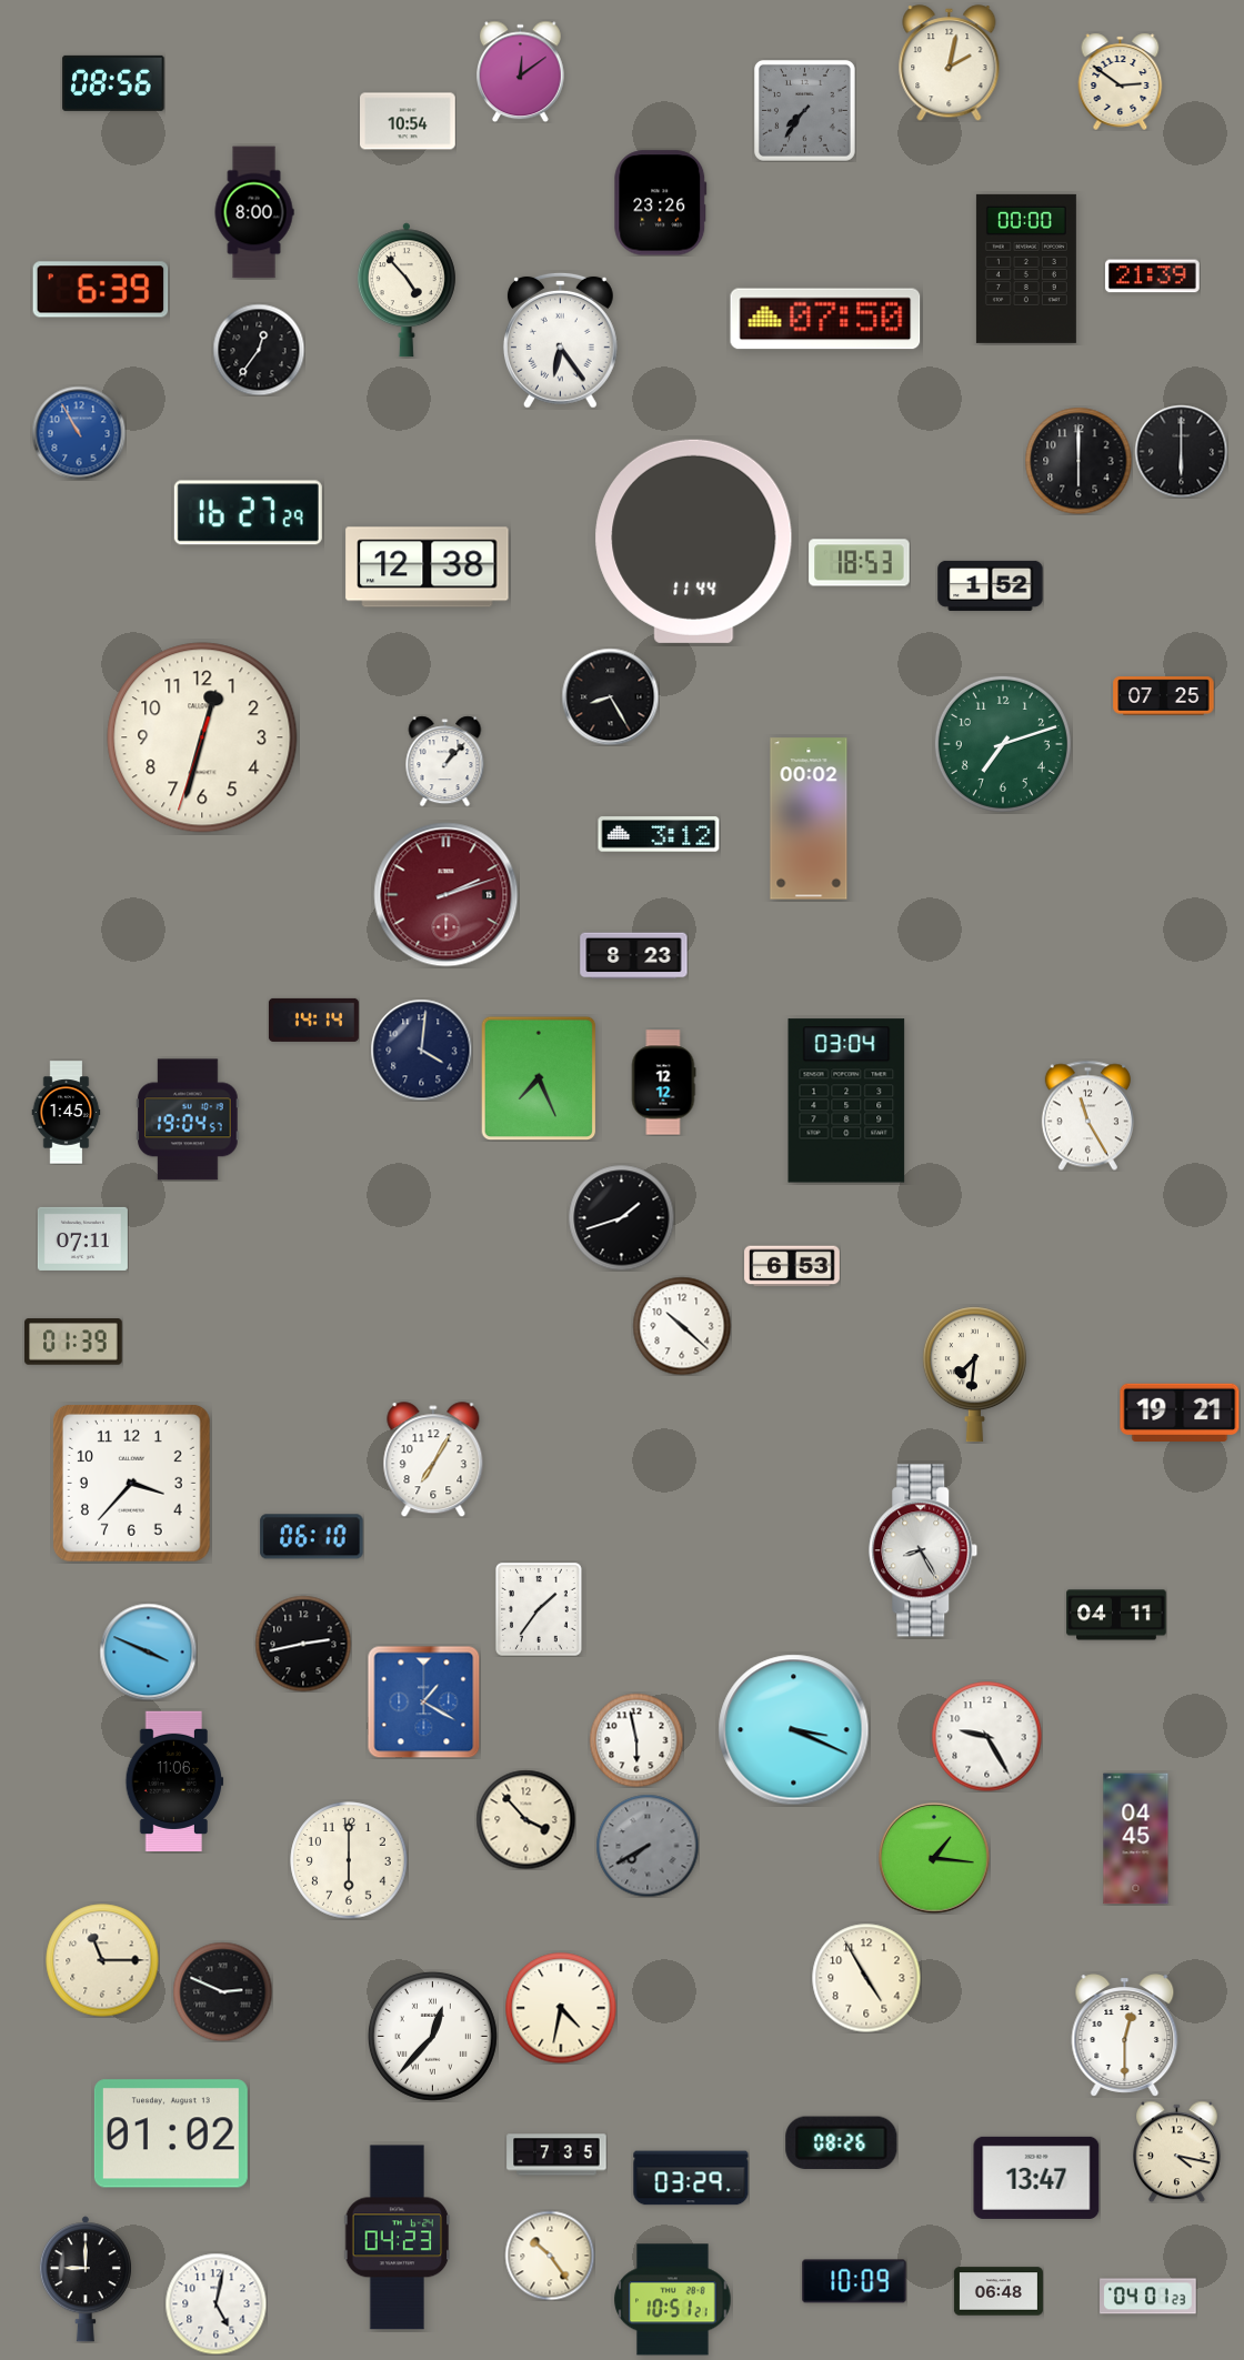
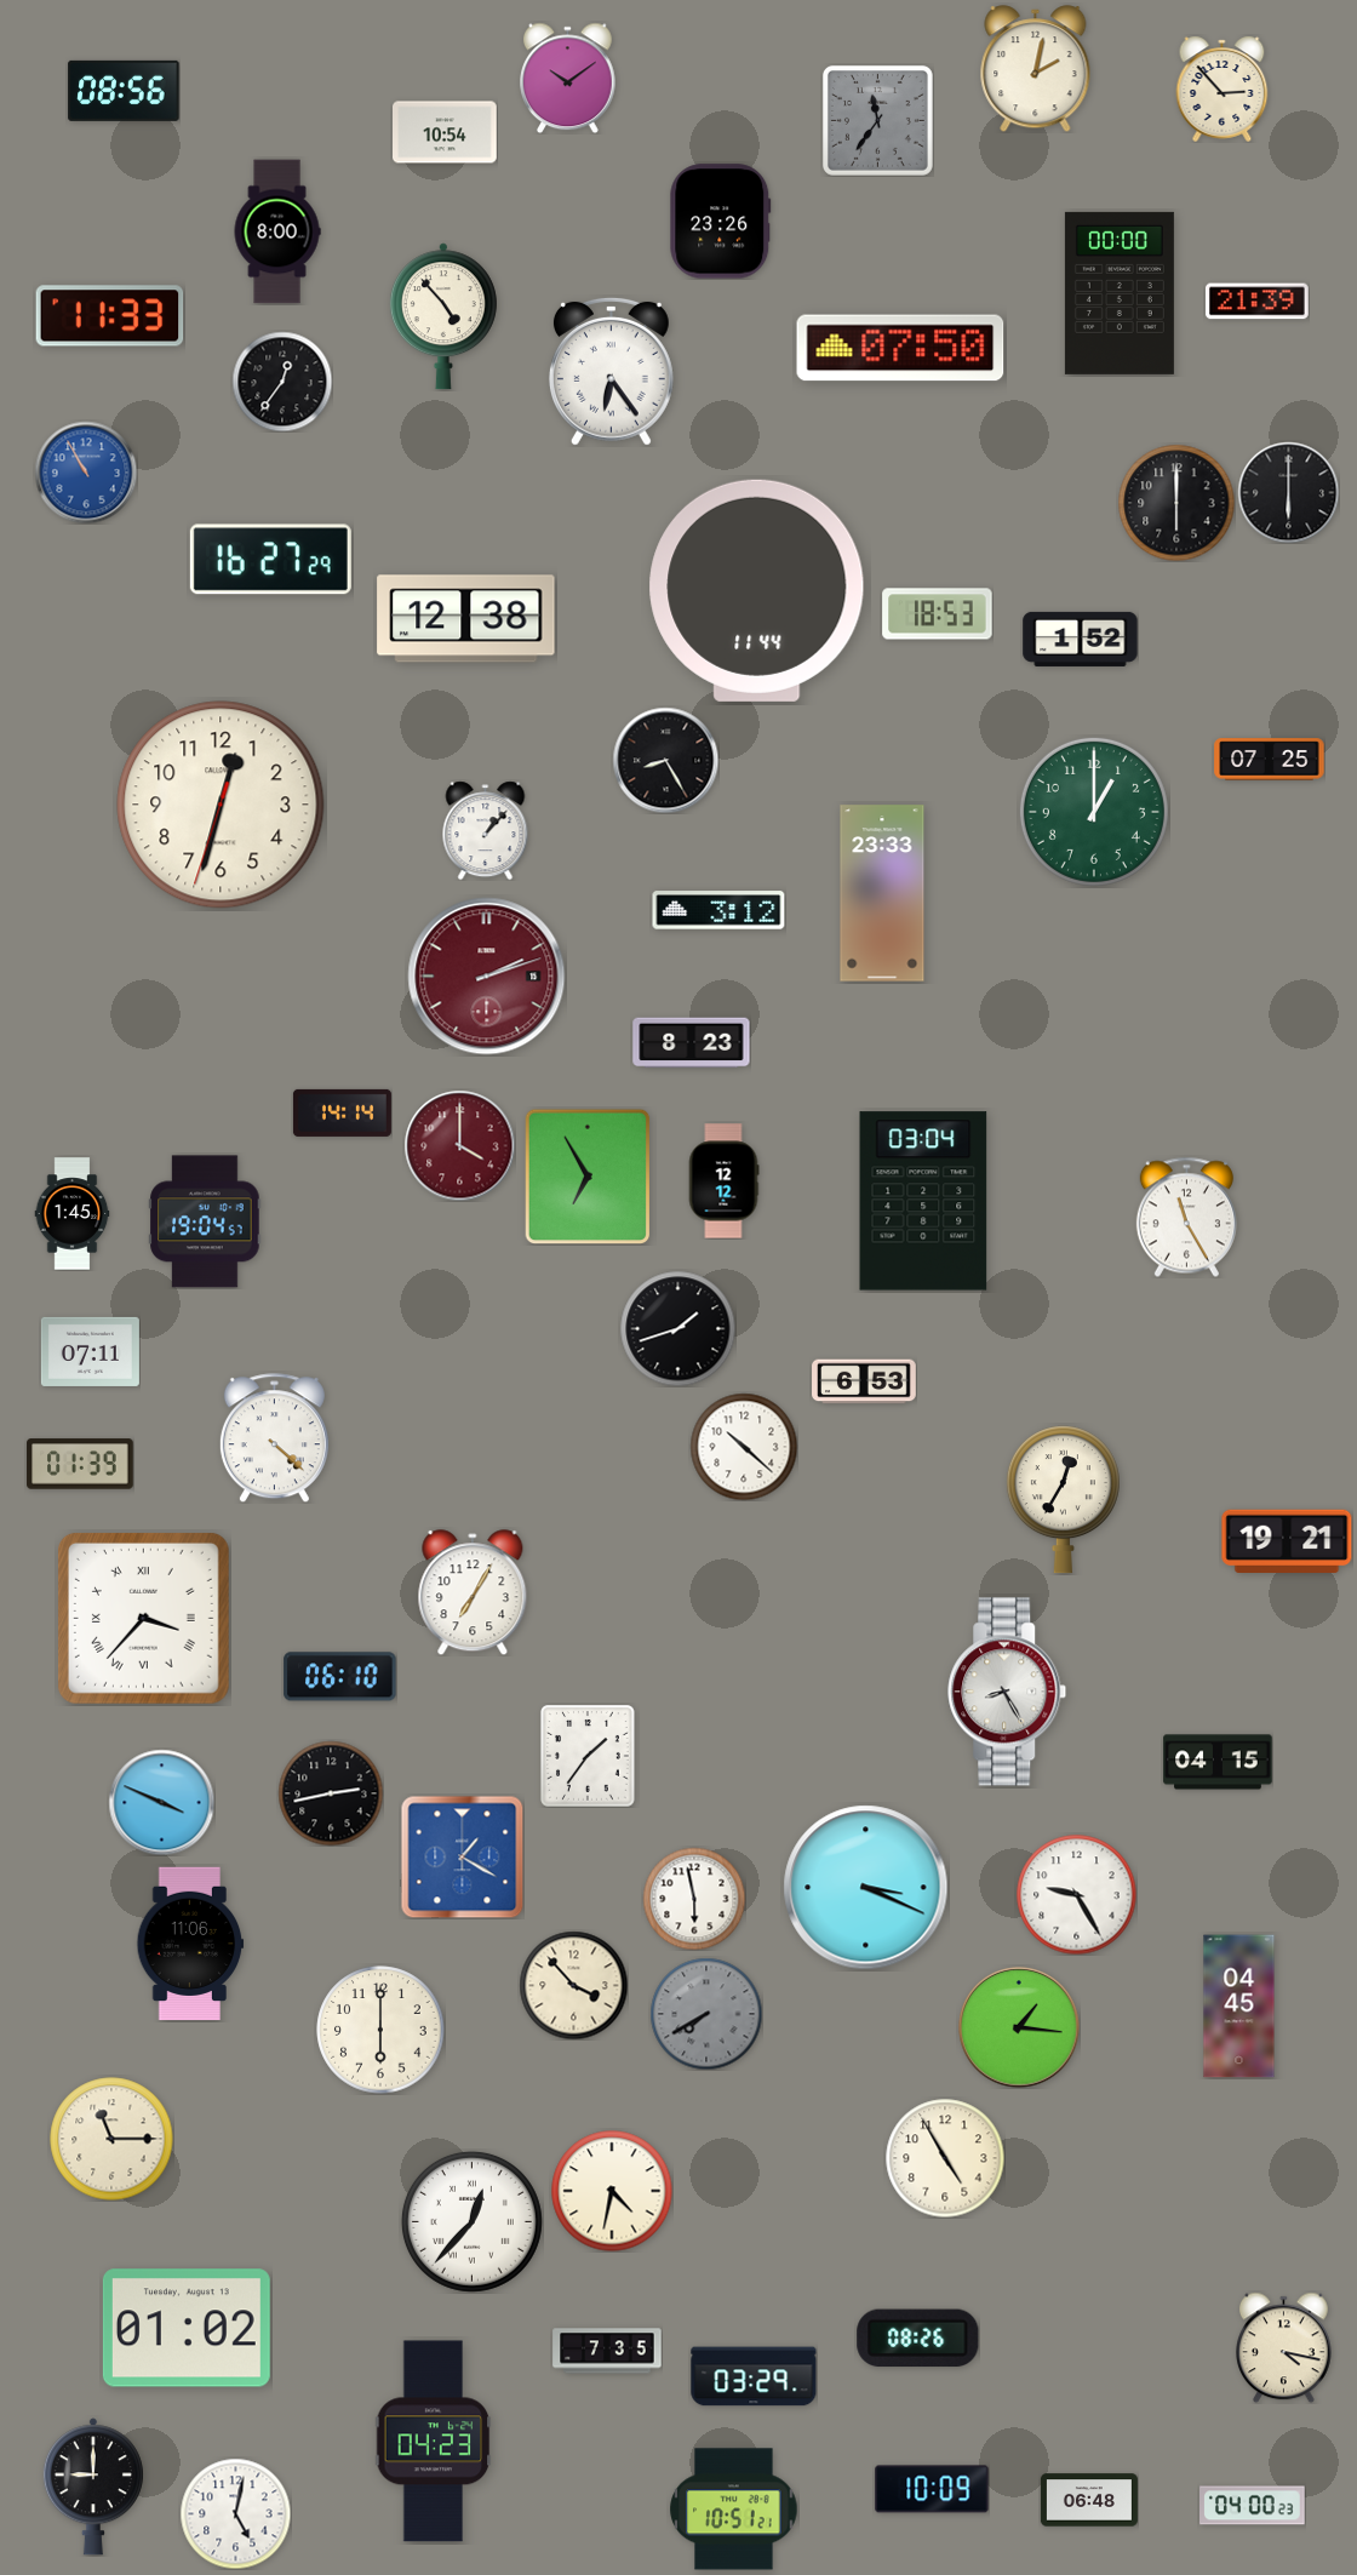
clock at (521, 71): 12:09 -> 10:09
clock at (1121, 81): 2:51 -> 2:53
clock at (804, 110): 7:36 -> 11:36
clock at (101, 290): 6:39 -> 11:33
clock at (1003, 744): 7:12 -> 1:00
clock at (809, 819): 00:02 -> 23:33
clock at (421, 1050): 4:01 -> 4:00
clock at (421, 1050) dial: navy -> burgundy
clock at (539, 1078): 7:26 -> 6:55
clock at (274, 1438): none -> 4:22
clock at (974, 1375): 7:31 -> 12:35
clock at (131, 1483) numerals: Arabic -> Roman
clock at (1116, 1615): 04:11 -> 04:15
clock at (222, 1991): 2:49 -> none
clock at (1125, 2036): 12:30 -> none
clock at (1036, 2178): 13:47 -> none
clock at (550, 2256): 10:24 -> none
clock at (1148, 2297): 04:01 -> 04:00
